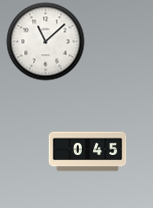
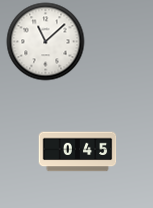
clock at (87, 152) position: (87, 152) -> (77, 152)
